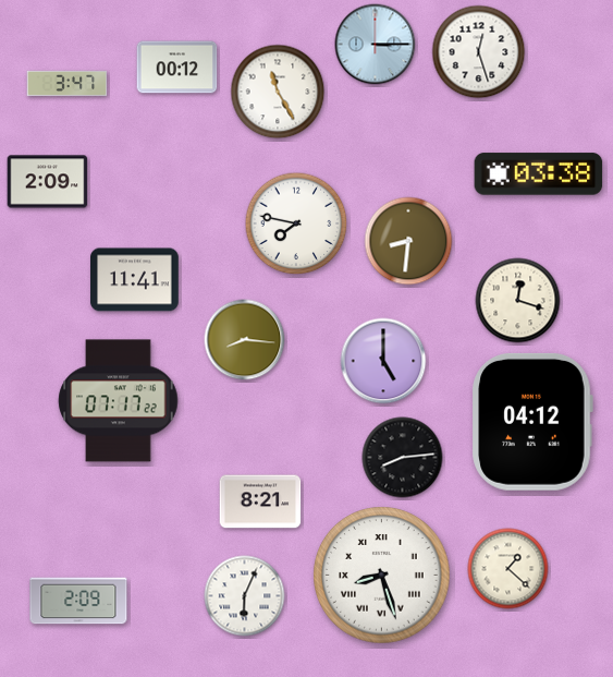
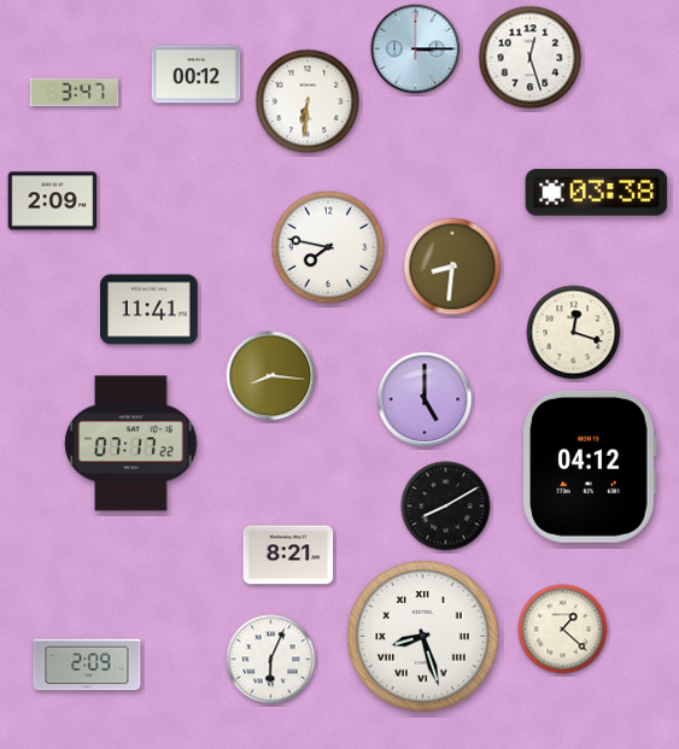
clock at (278, 92): 11:25 -> 6:31
clock at (403, 458): 8:14 -> 8:10
